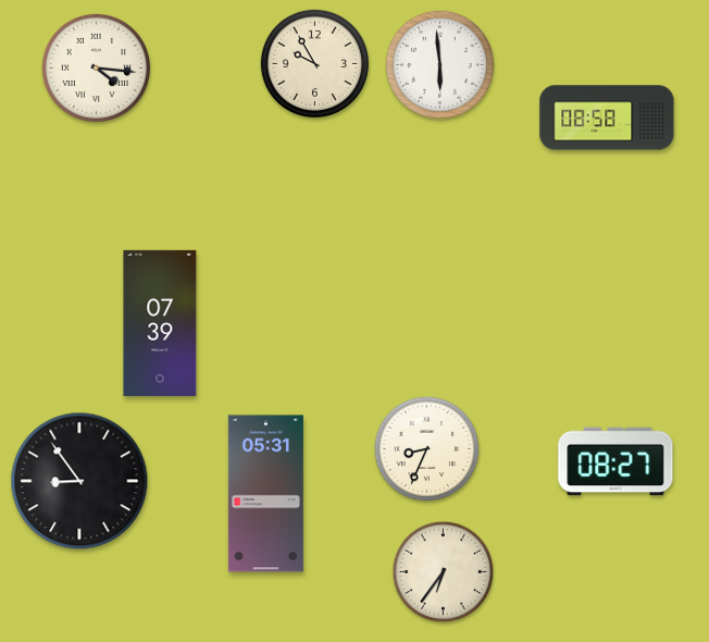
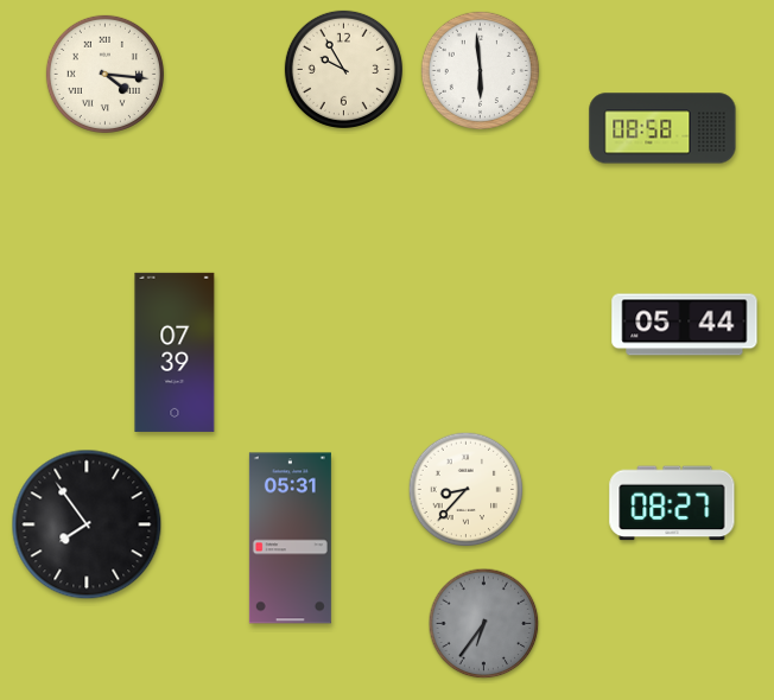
clock at (685, 325): none -> 05:44
clock at (427, 449): 8:34 -> 8:37
clock at (79, 481): 8:54 -> 7:54
clock at (444, 572) dial: cream -> grey
